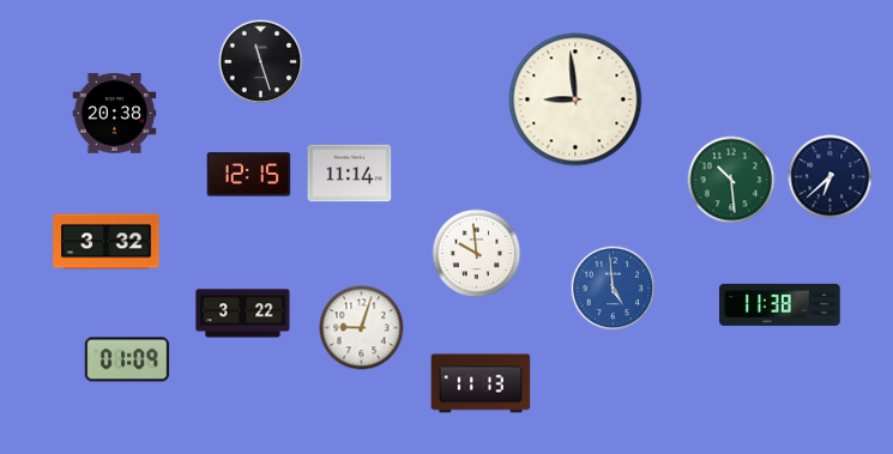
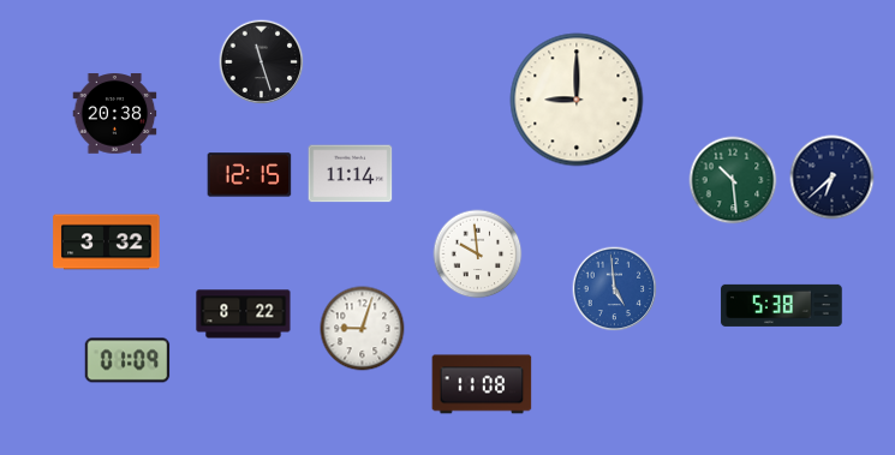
clock at (575, 99): 8:59 -> 9:00
clock at (780, 304): 11:38 -> 5:38
clock at (243, 314): 3:22 -> 8:22
clock at (481, 383): 11:13 -> 11:08
